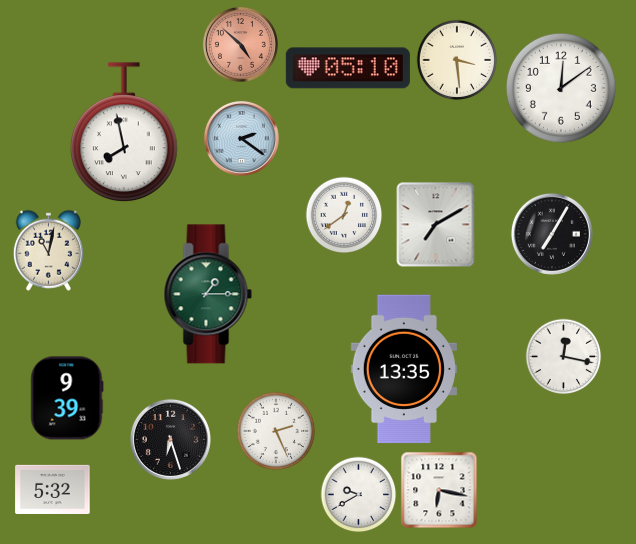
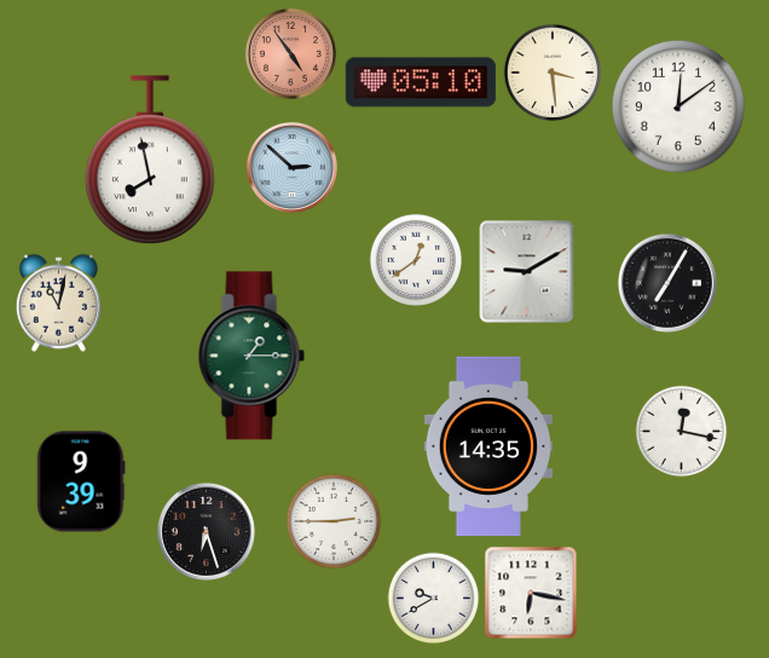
clock at (240, 44): 4:52 -> 4:54
clock at (241, 138): 2:21 -> 2:52
clock at (436, 225): 7:10 -> 9:10
clock at (404, 369): 13:35 -> 14:35
clock at (276, 431): 2:26 -> 2:45
clock at (53, 489): 5:32 -> none
